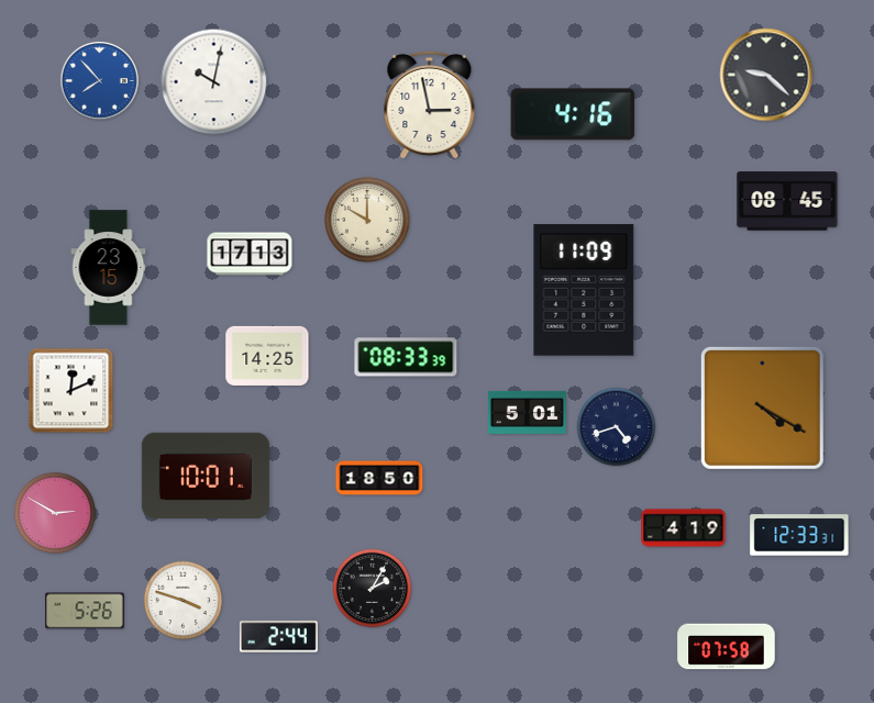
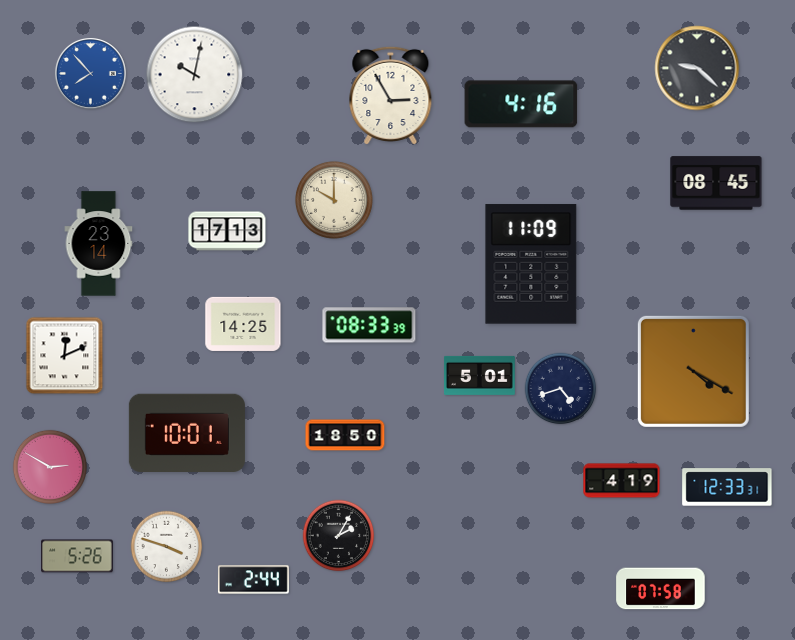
clock at (430, 104): 2:58 -> 2:55
clock at (109, 268): 23:15 -> 23:14
